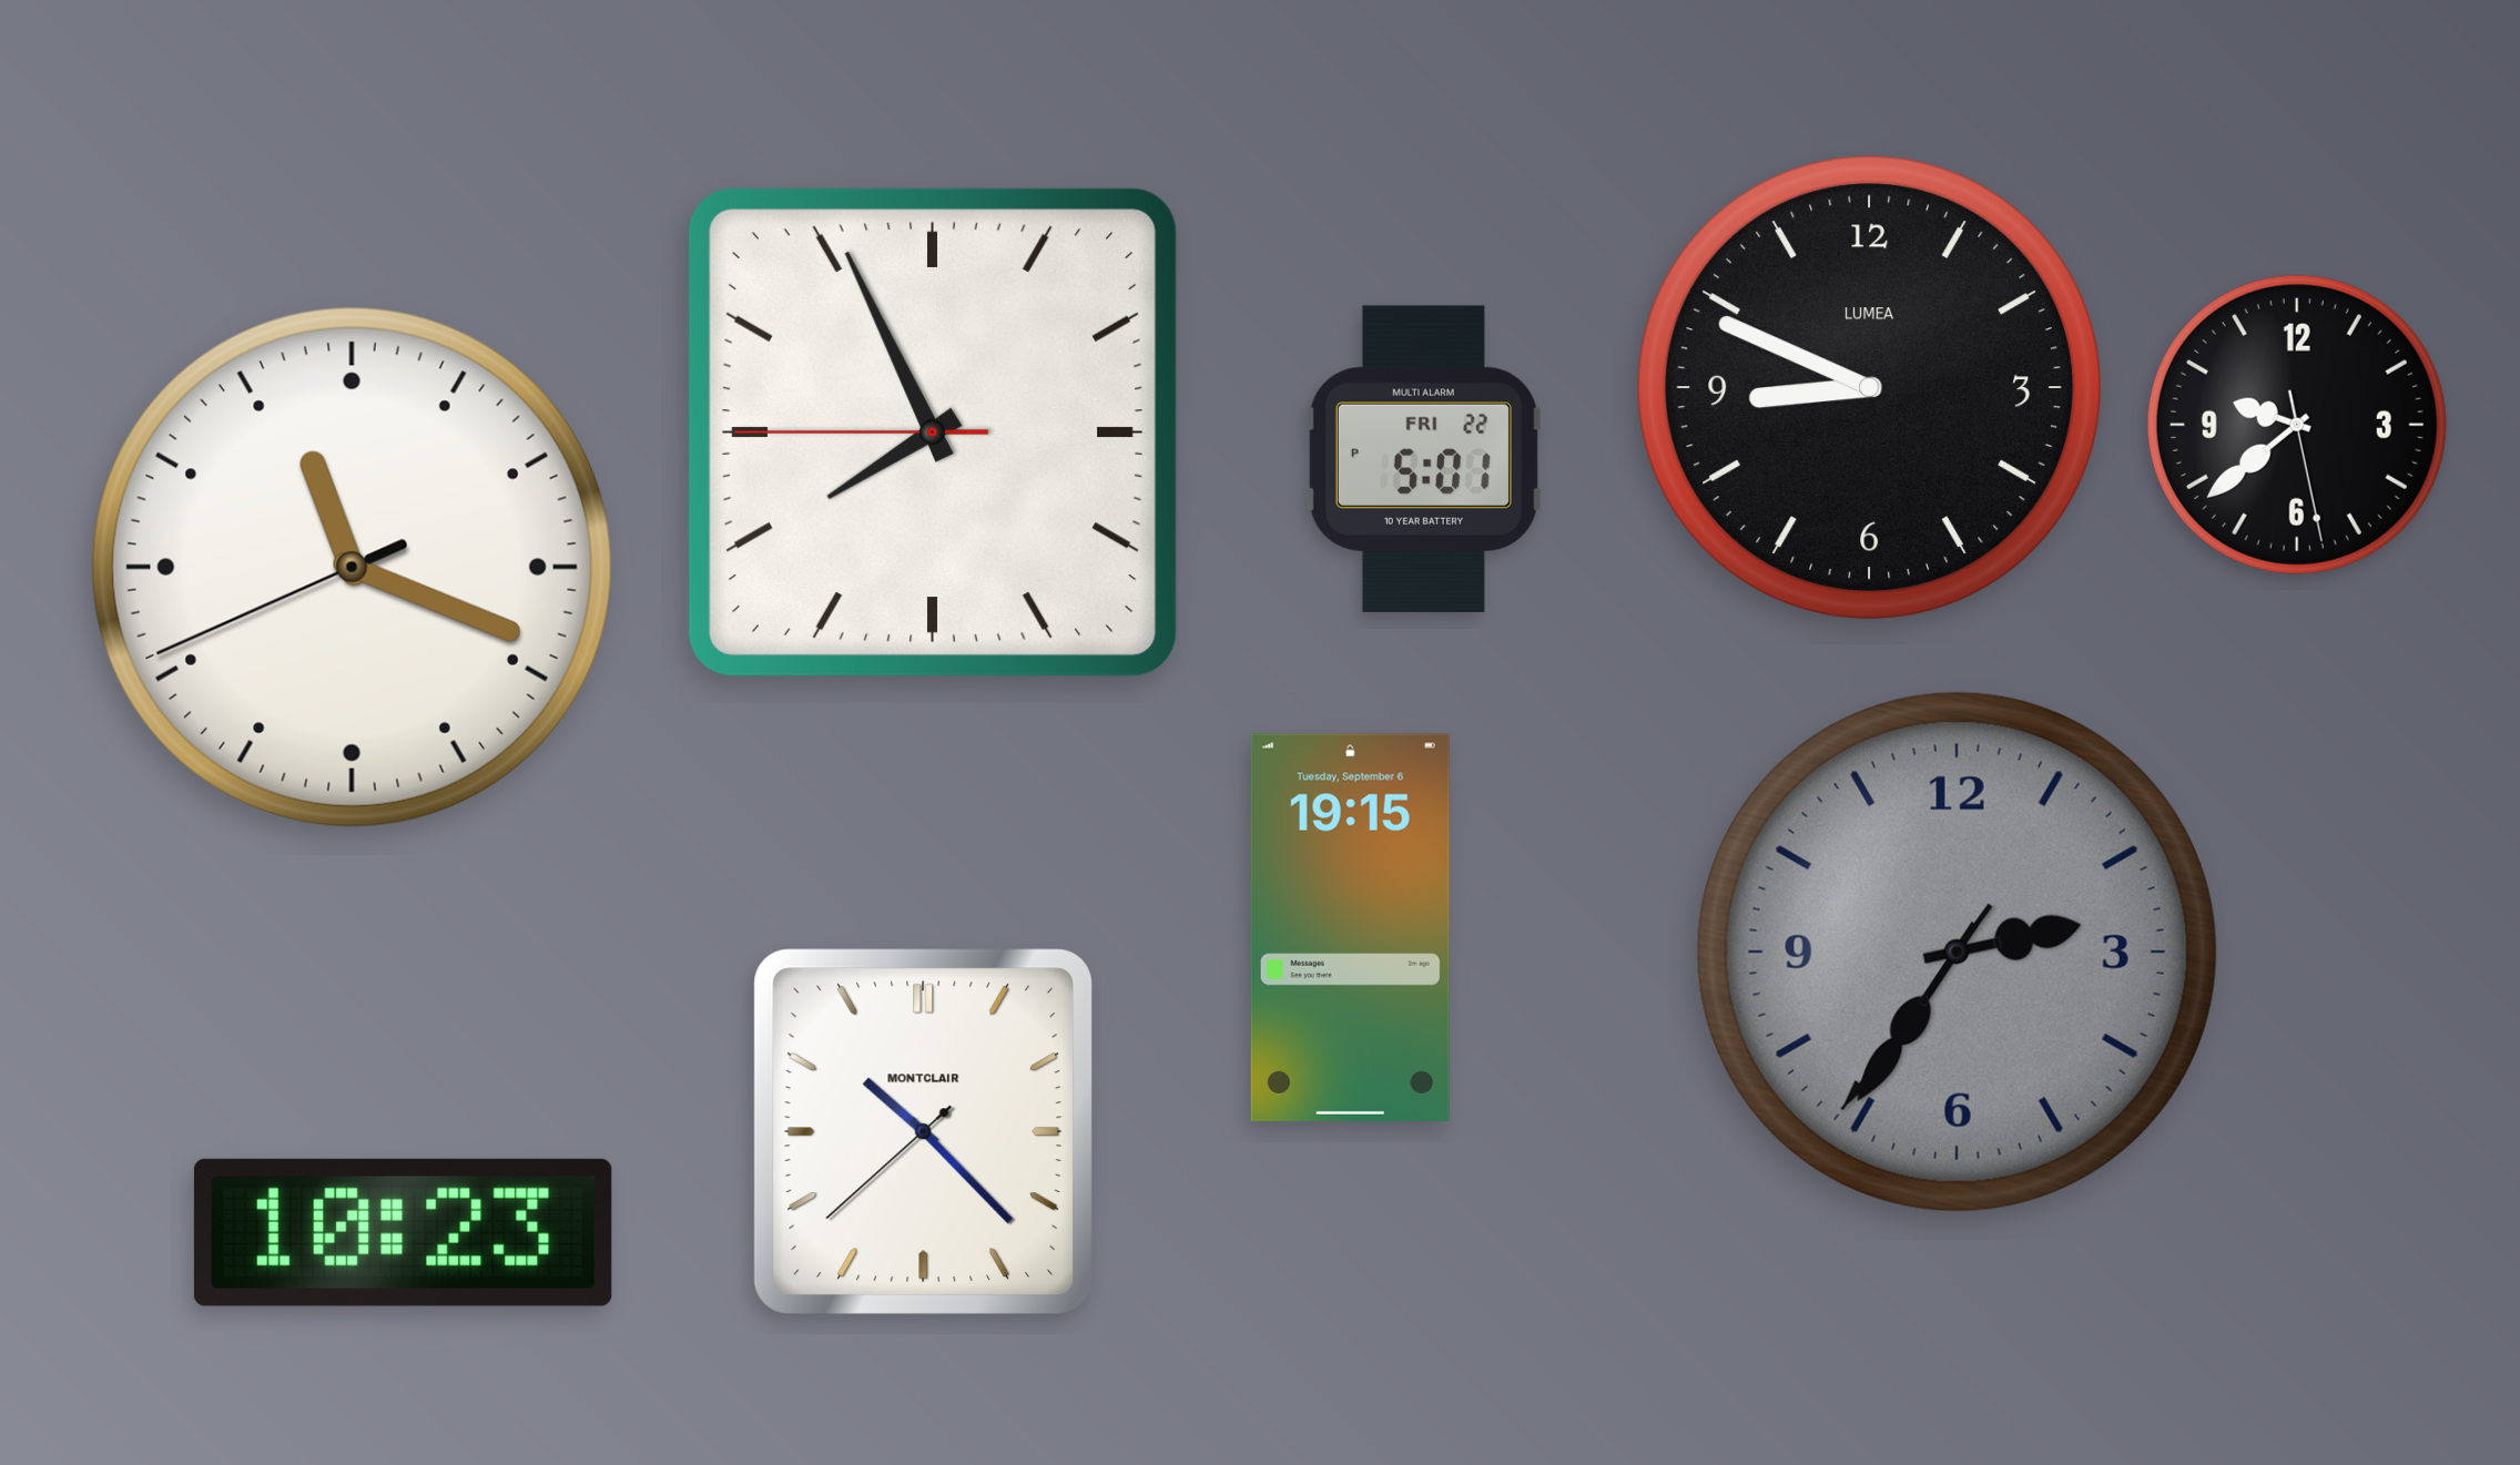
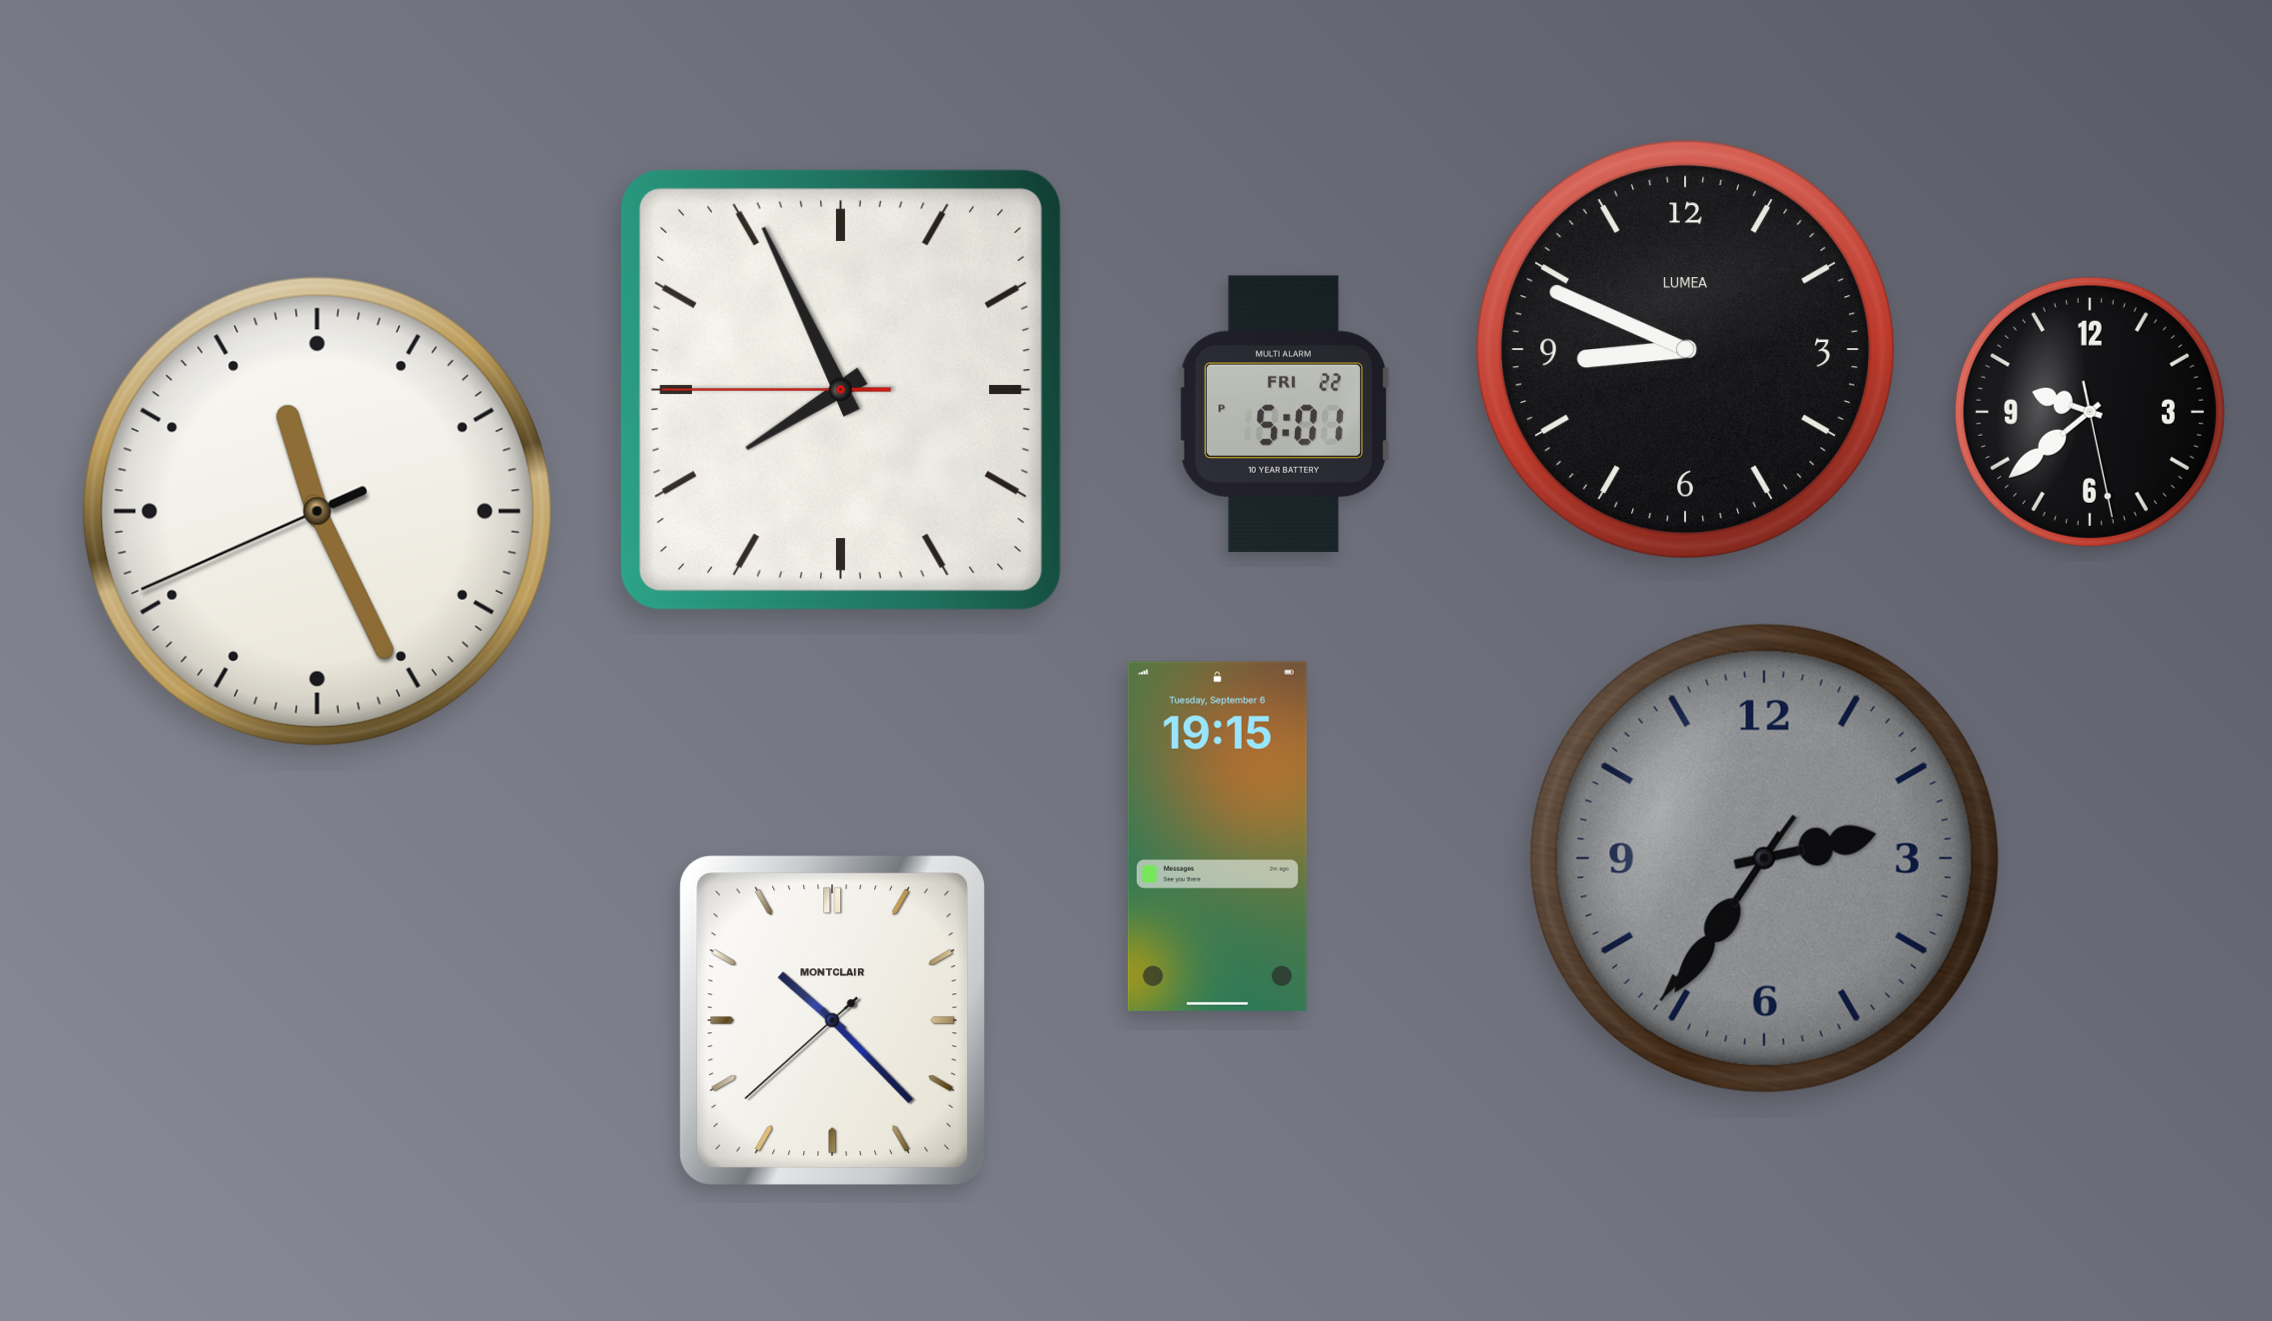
clock at (2297, 425) position: (2297, 425) -> (2090, 412)
clock at (352, 567): 11:18 -> 11:25
clock at (403, 1232): 10:23 -> none
